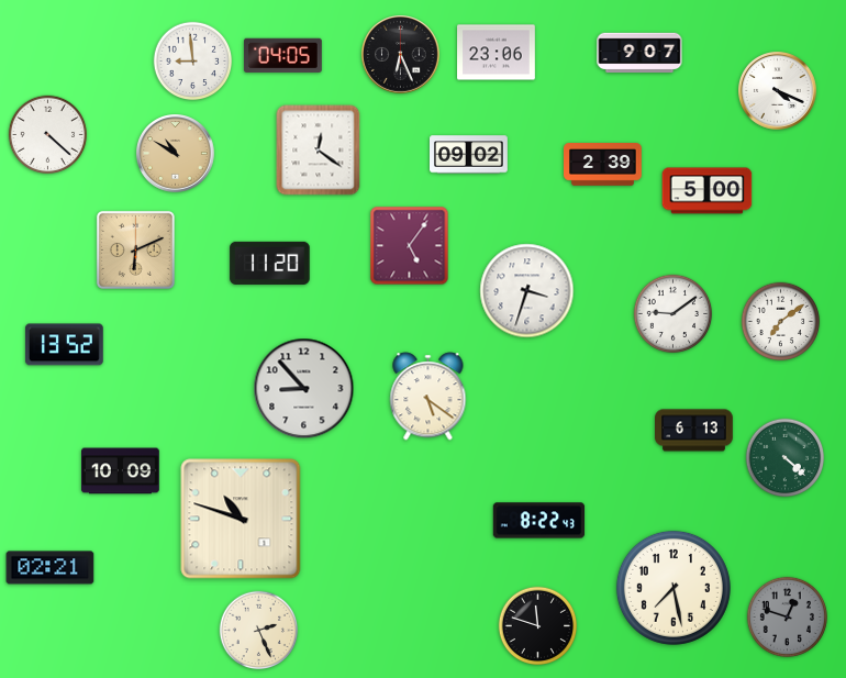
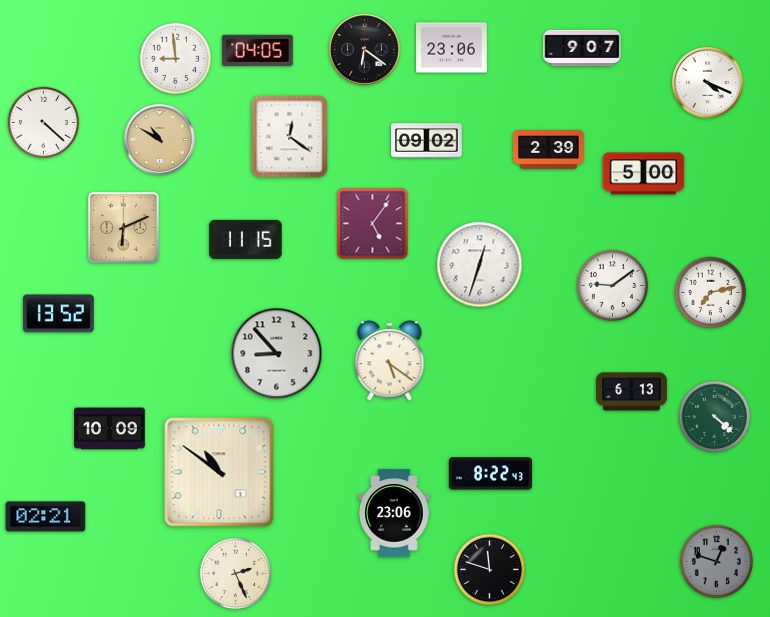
clock at (401, 55): 6:26 -> 6:21
clock at (193, 62) position: (193, 62) -> (176, 59)
clock at (270, 263): 11:20 -> 11:15
clock at (527, 291): 3:33 -> 12:33
clock at (781, 322): 7:09 -> 7:13
clock at (241, 519): 10:48 -> 10:51
clock at (394, 513): none -> 23:06
clock at (674, 588): 7:28 -> none
